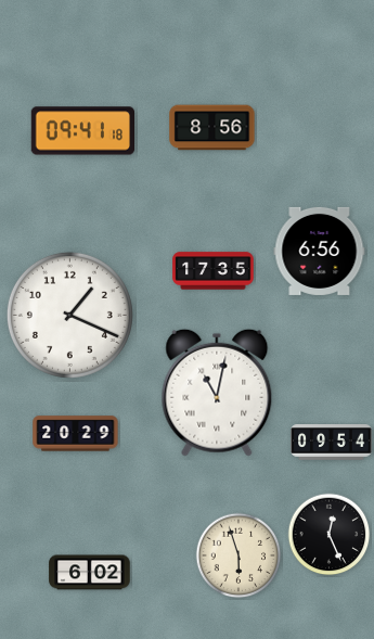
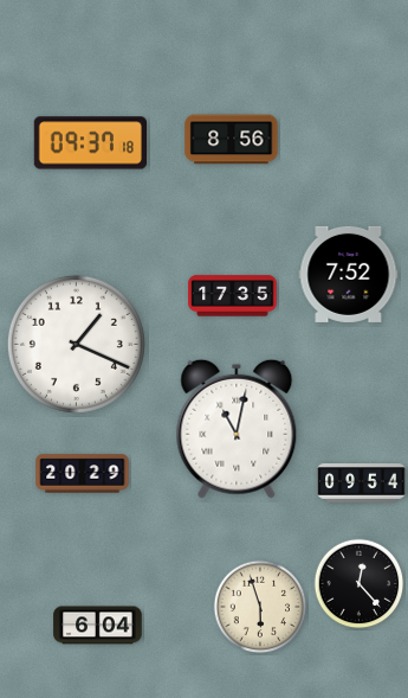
clock at (82, 131): 09:41 -> 09:37
clock at (320, 251): 6:56 -> 7:52
clock at (330, 535): 12:26 -> 12:23
clock at (90, 573): 6:02 -> 6:04
